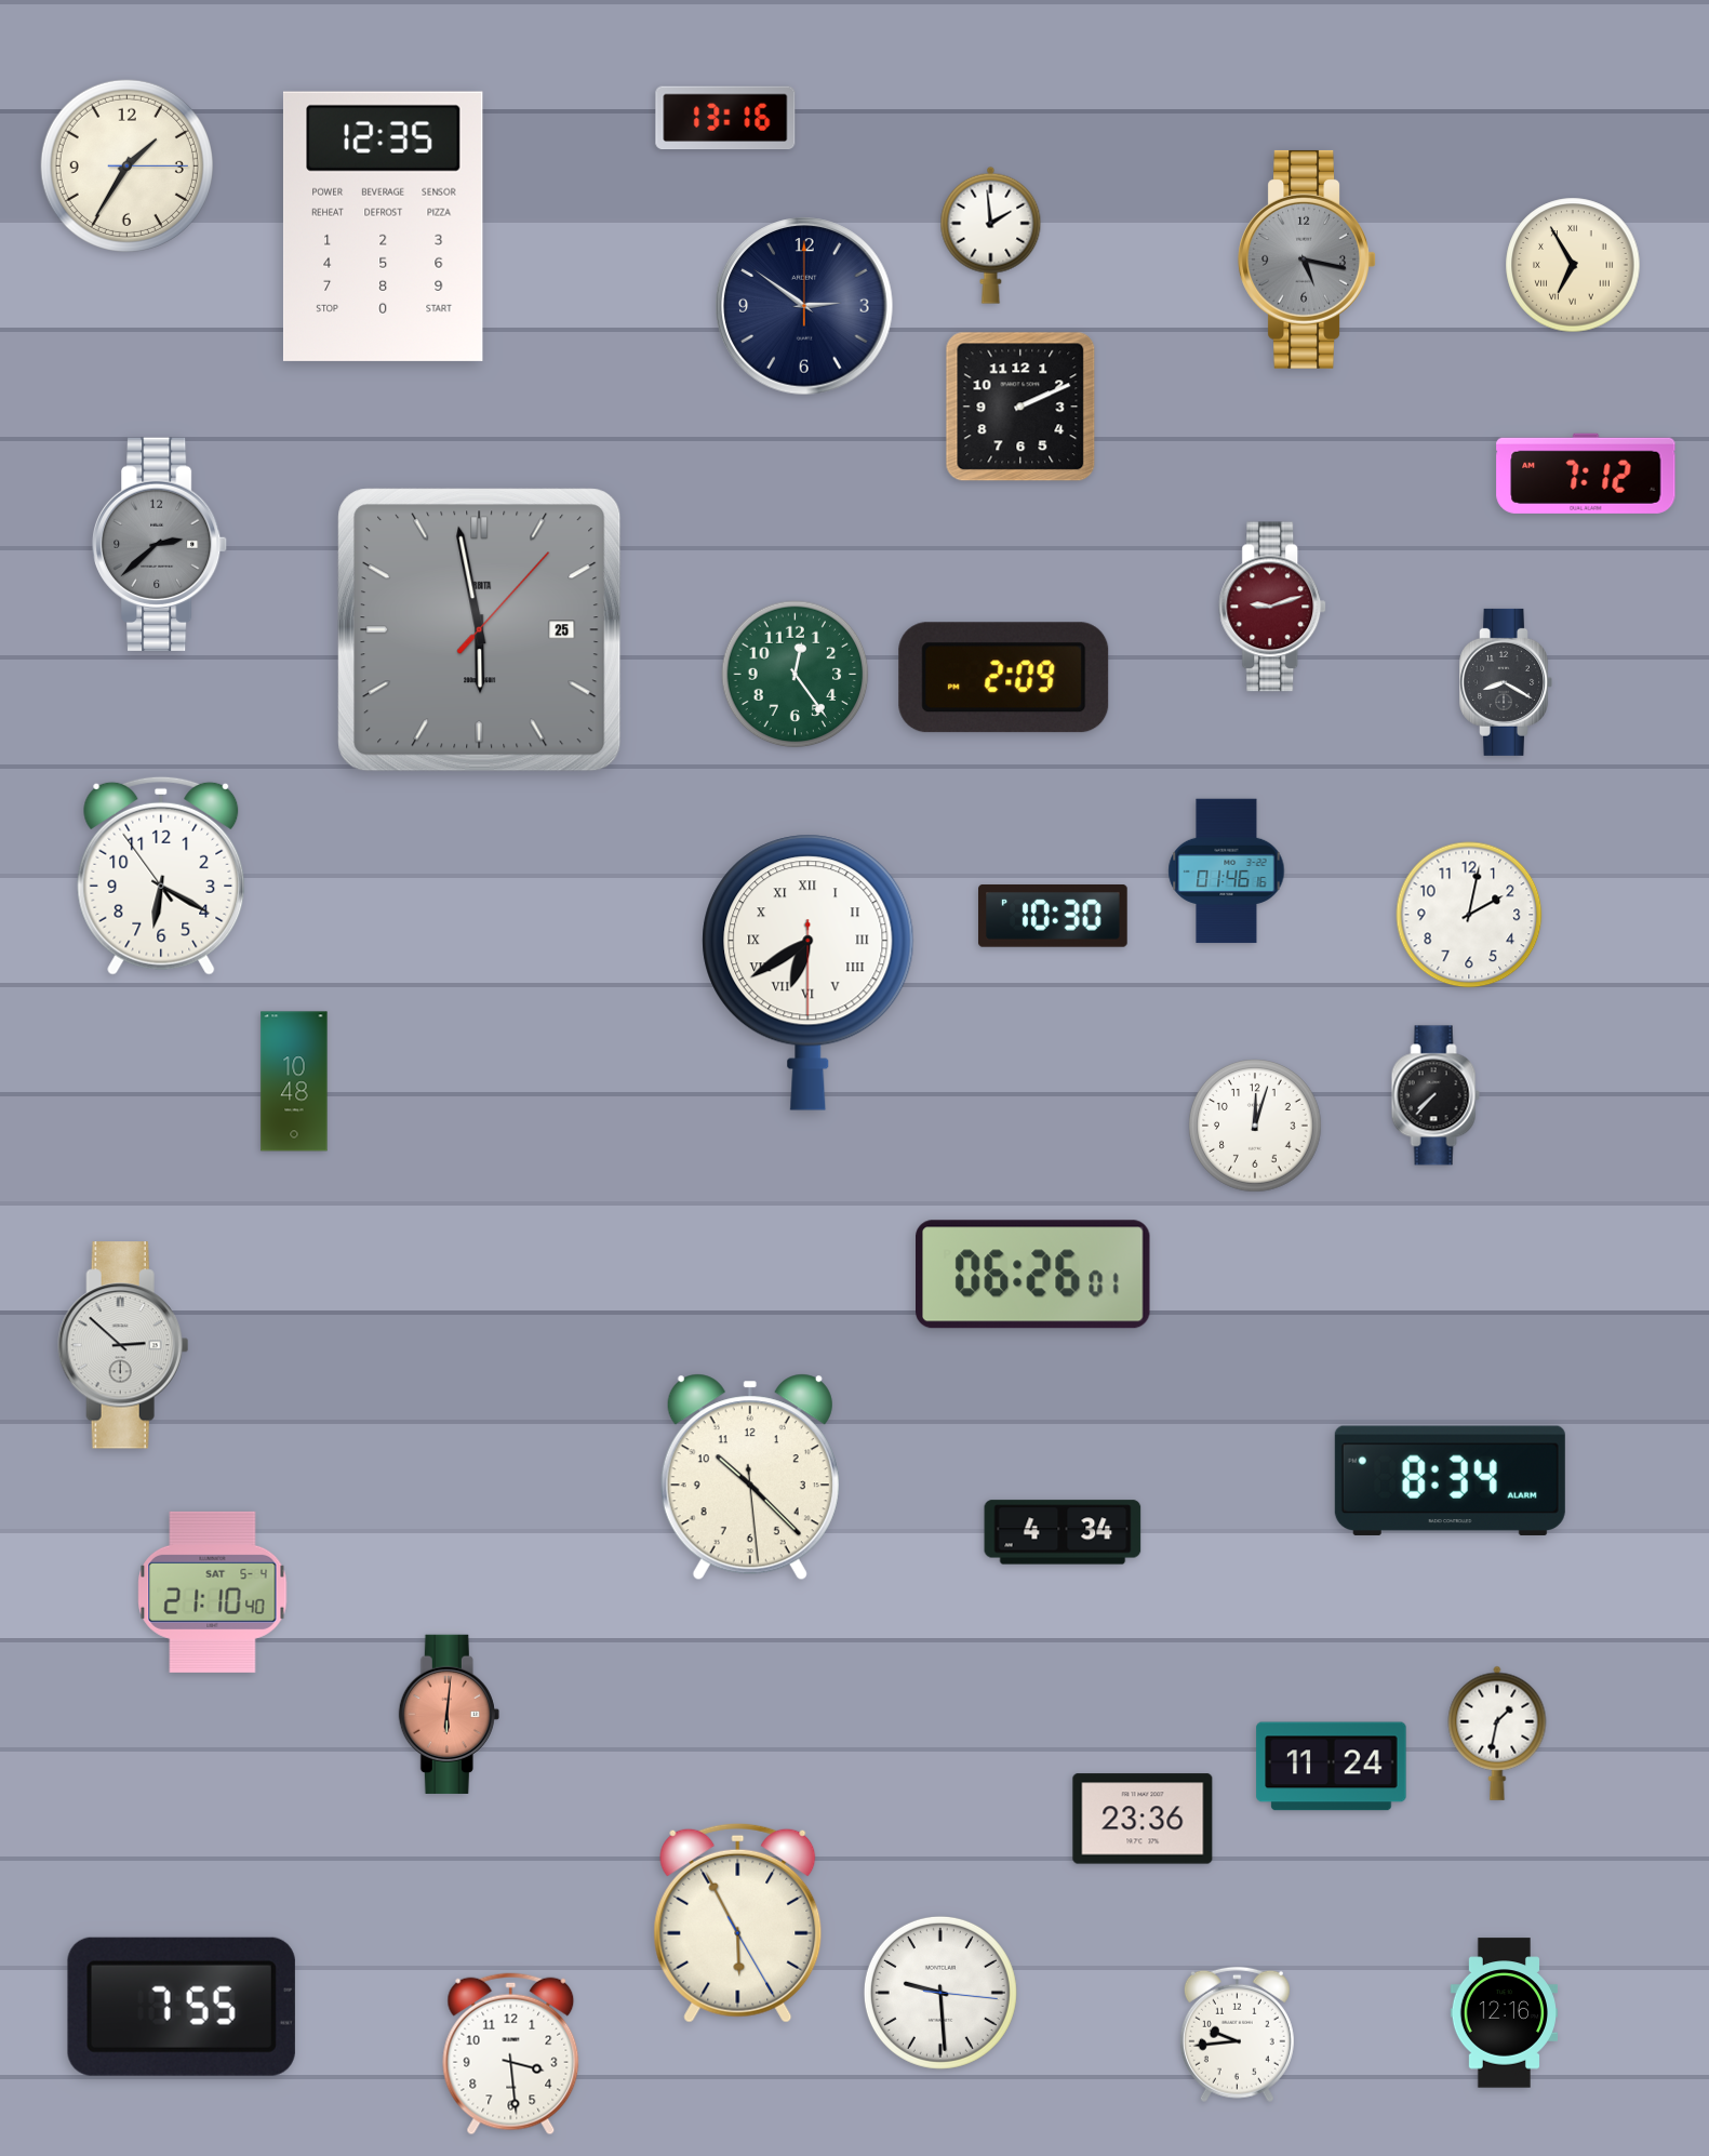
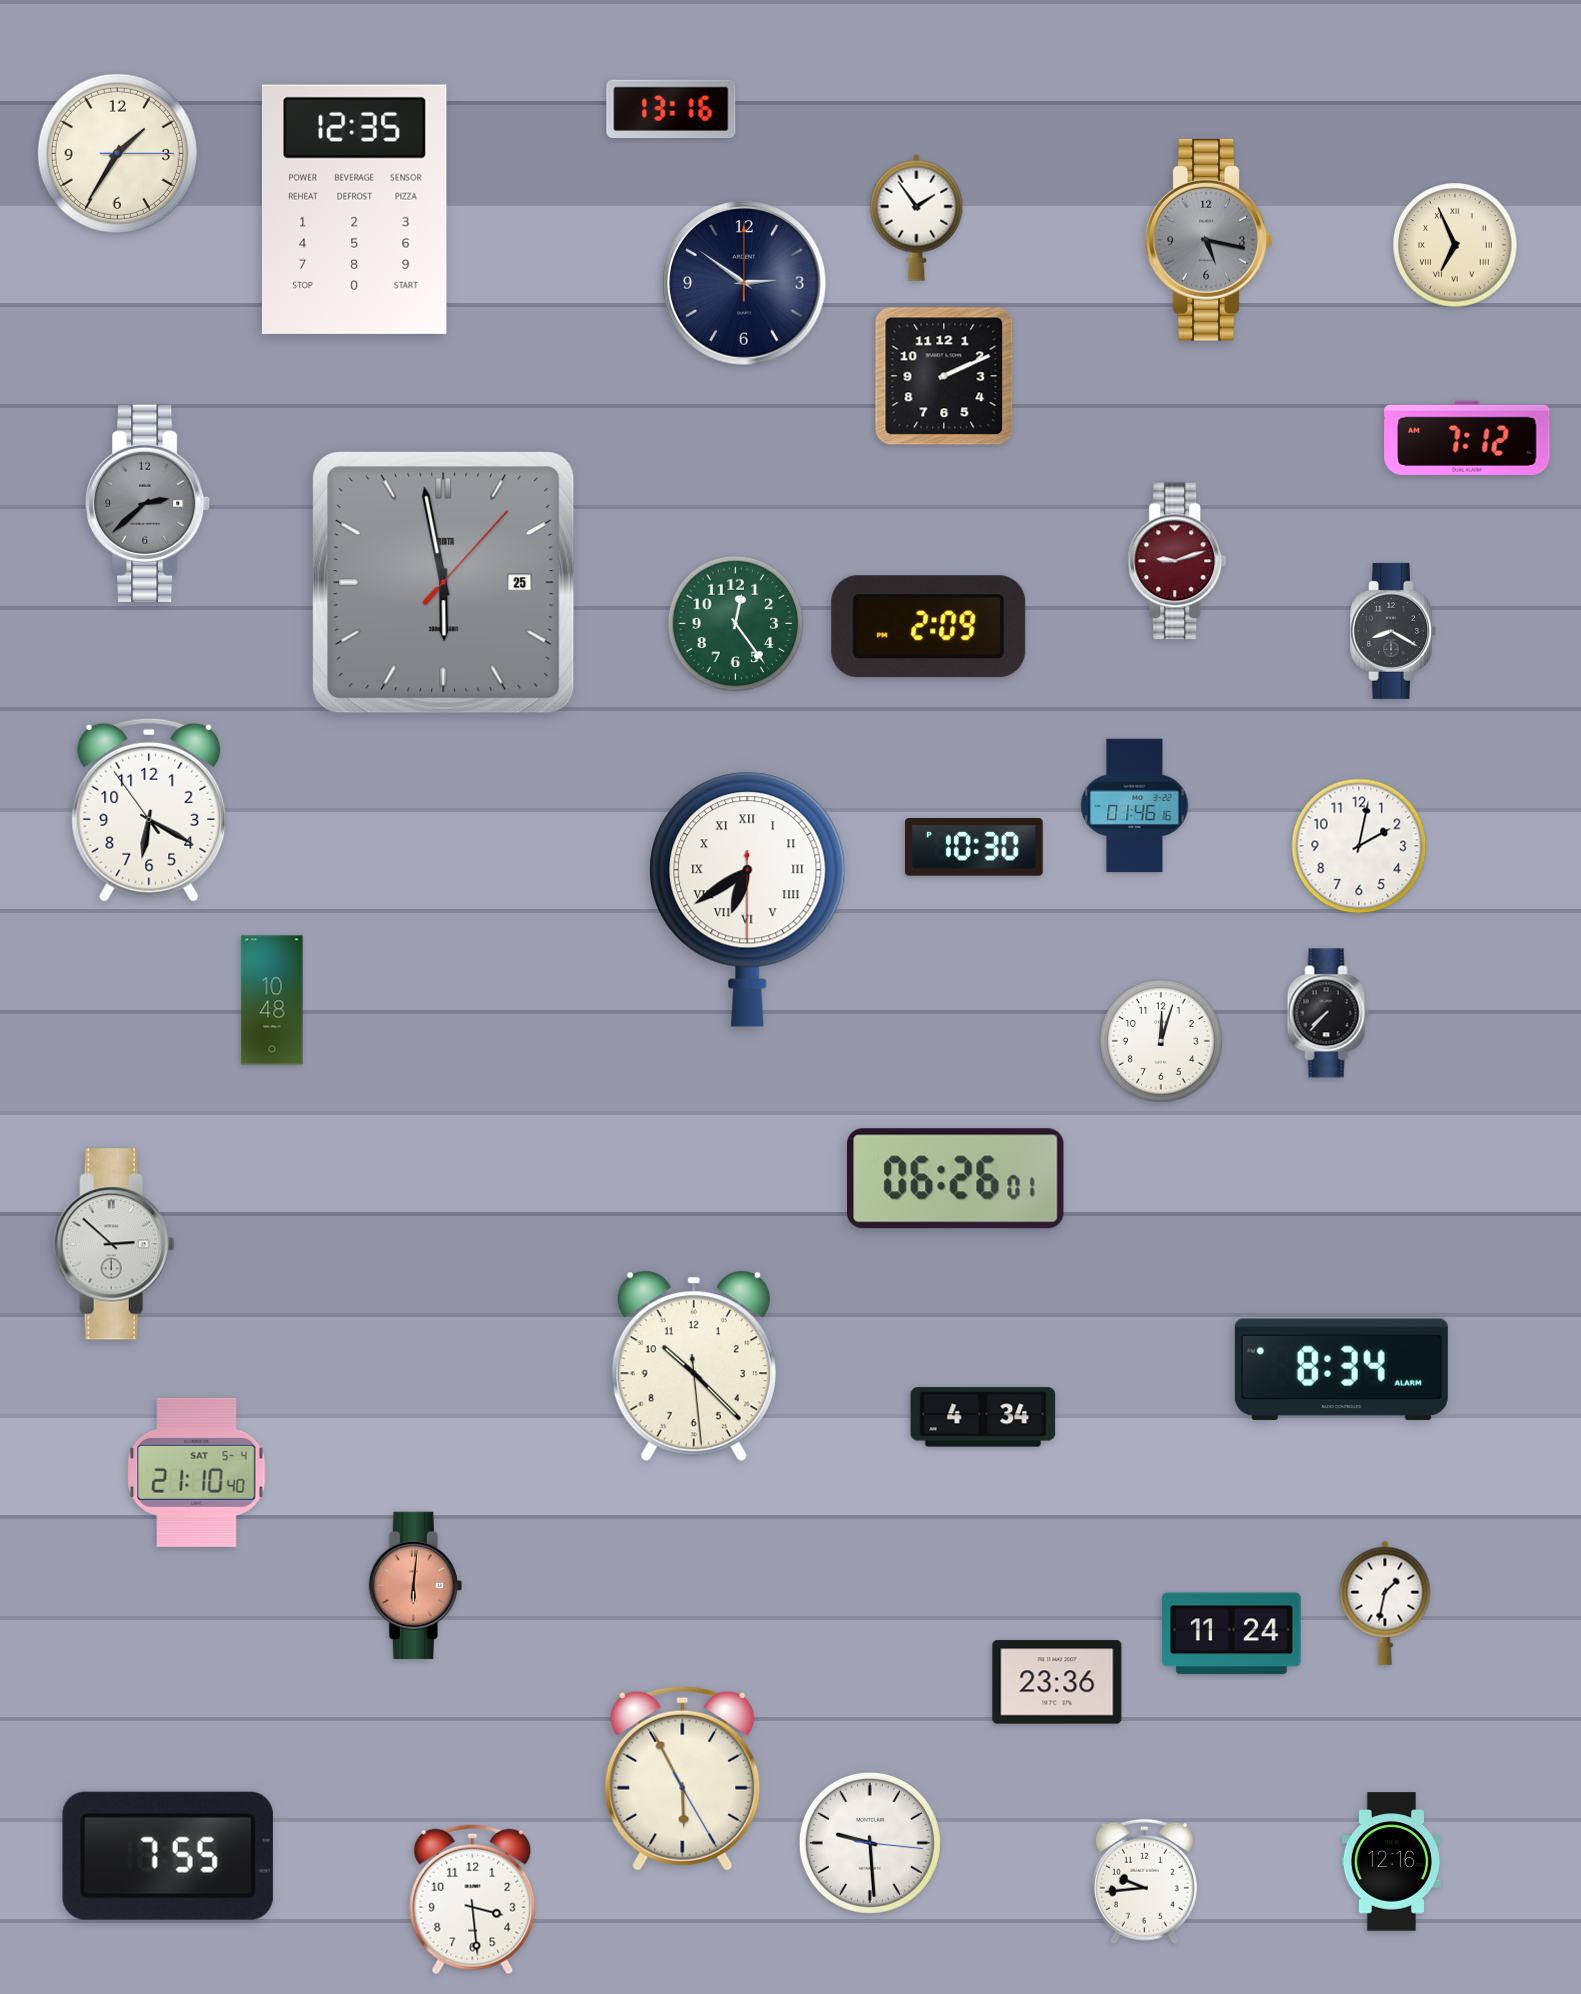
clock at (991, 235): 1:59 -> 1:54
clock at (1573, 265): 6:55 -> 6:56
